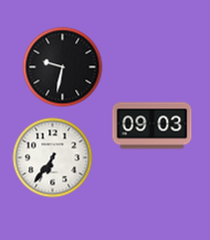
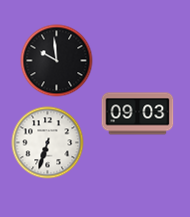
clock at (63, 67): 9:32 -> 9:59
clock at (53, 158): 6:36 -> 6:33
